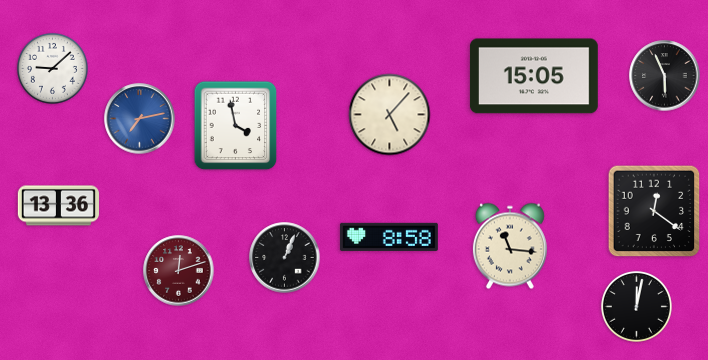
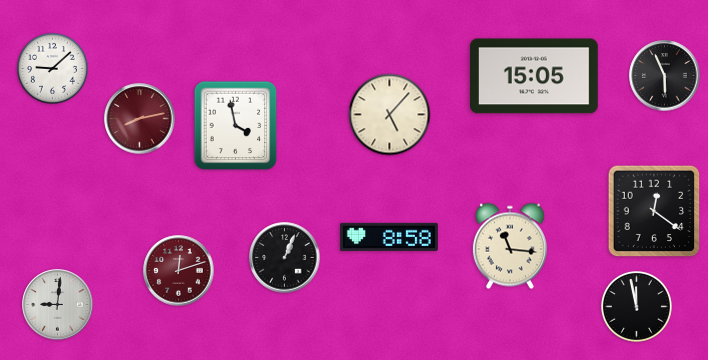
clock at (140, 119): 7:13 -> 8:13
clock at (140, 119) dial: blue -> burgundy
clock at (58, 206): 13:36 -> none
clock at (58, 305): none -> 9:01
clock at (636, 306): 12:02 -> 11:58
